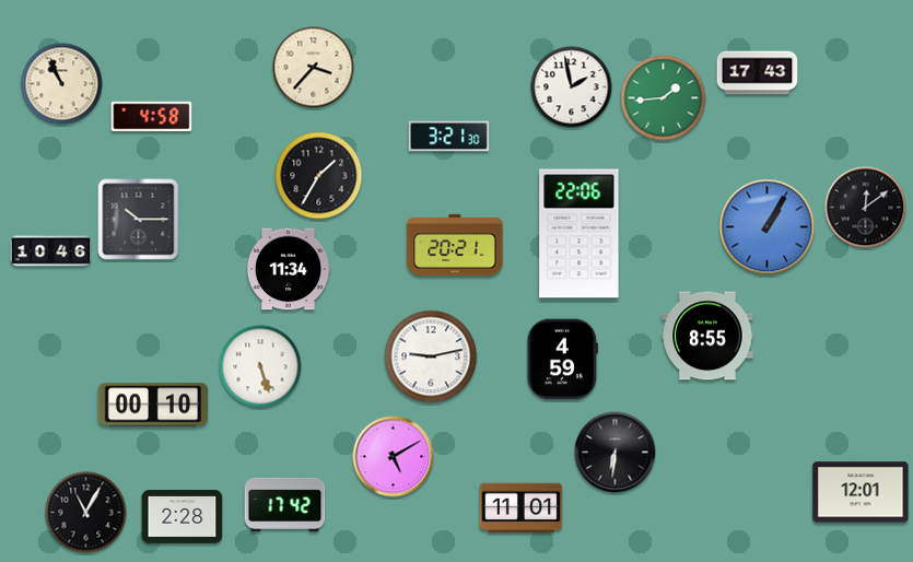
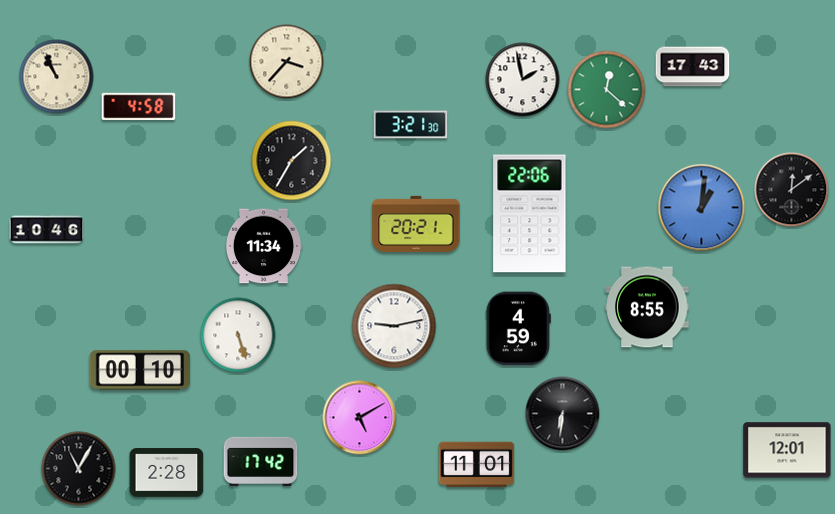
clock at (664, 98): 1:44 -> 12:22
clock at (139, 220): 10:15 -> none
clock at (768, 227): 1:05 -> 1:01
clock at (562, 360) position: (562, 360) -> (518, 329)
